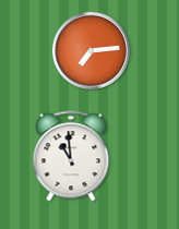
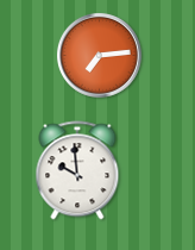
clock at (71, 156): 10:59 -> 9:59
